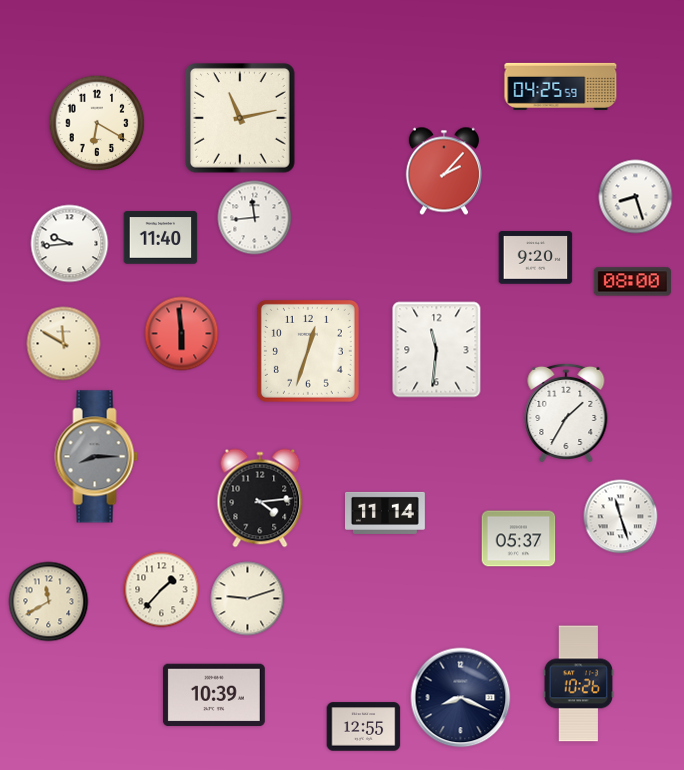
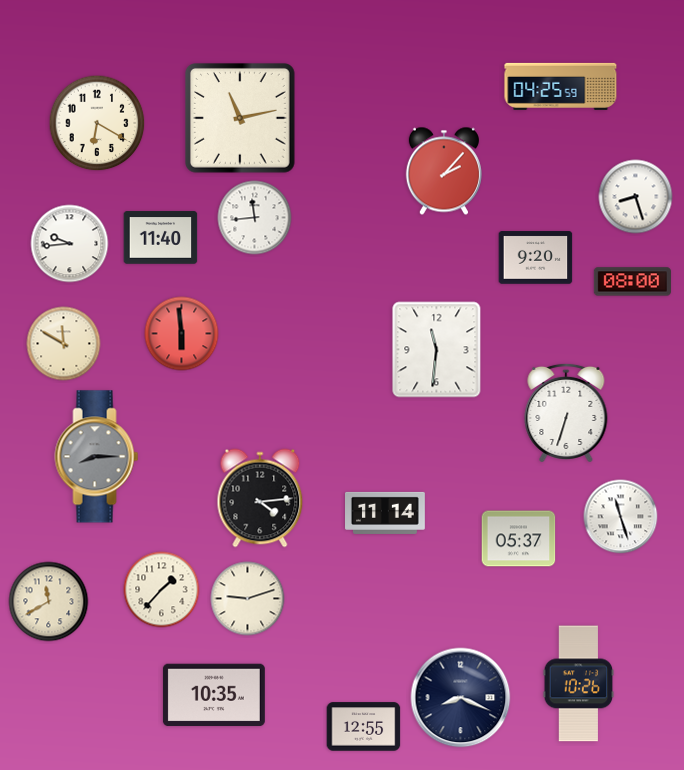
clock at (308, 351): 12:33 -> none
clock at (566, 413): 1:35 -> 6:33
clock at (214, 695): 10:39 -> 10:35
